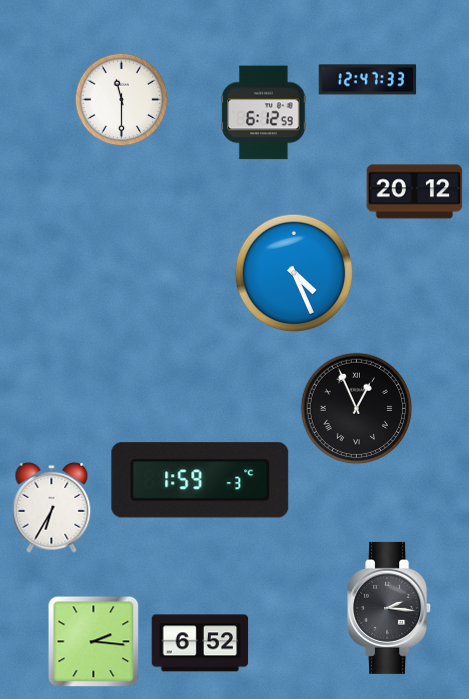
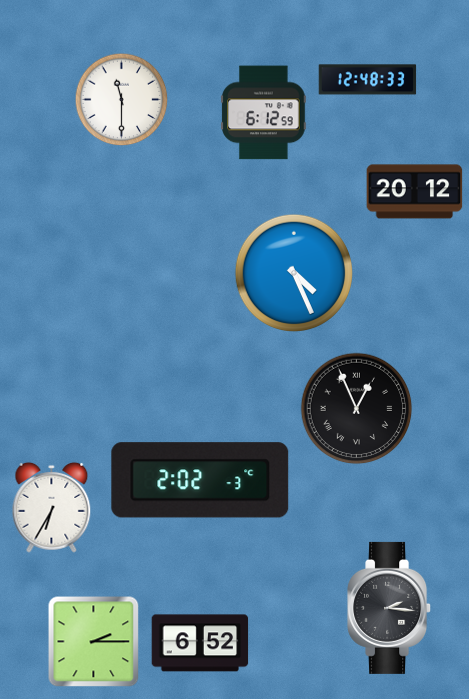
clock at (368, 80): 12:47 -> 12:48
clock at (200, 480): 1:59 -> 2:02
clock at (94, 642): 2:16 -> 2:15
